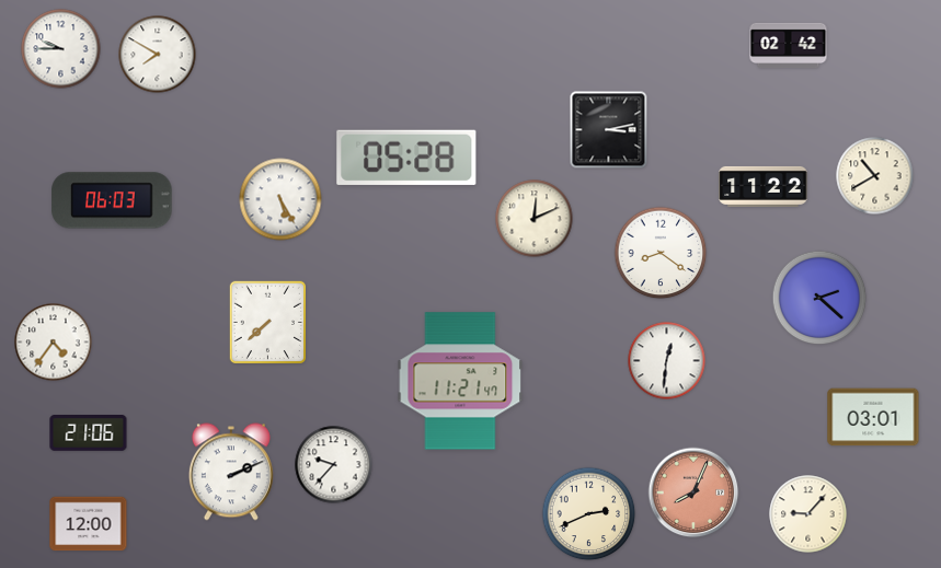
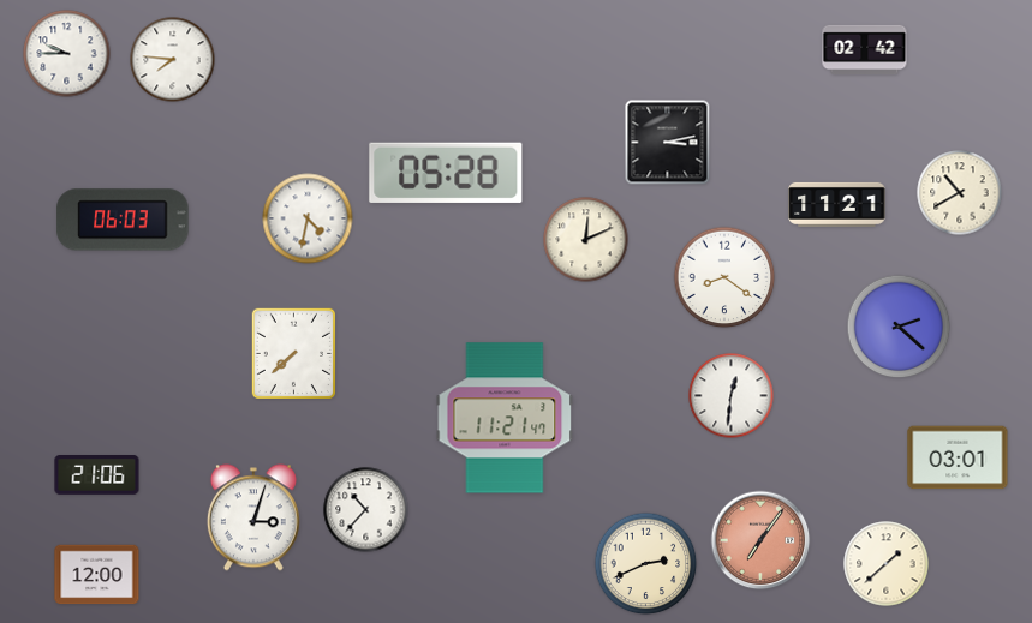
clock at (158, 55): 7:50 -> 7:46
clock at (764, 186): 11:22 -> 11:21
clock at (280, 199): 5:25 -> 4:32
clock at (54, 343): 4:36 -> none
clock at (334, 465): 9:37 -> 10:37
clock at (231, 472): 2:11 -> 3:03
clock at (693, 492): 8:04 -> 7:06
clock at (808, 514): 9:07 -> 1:38
